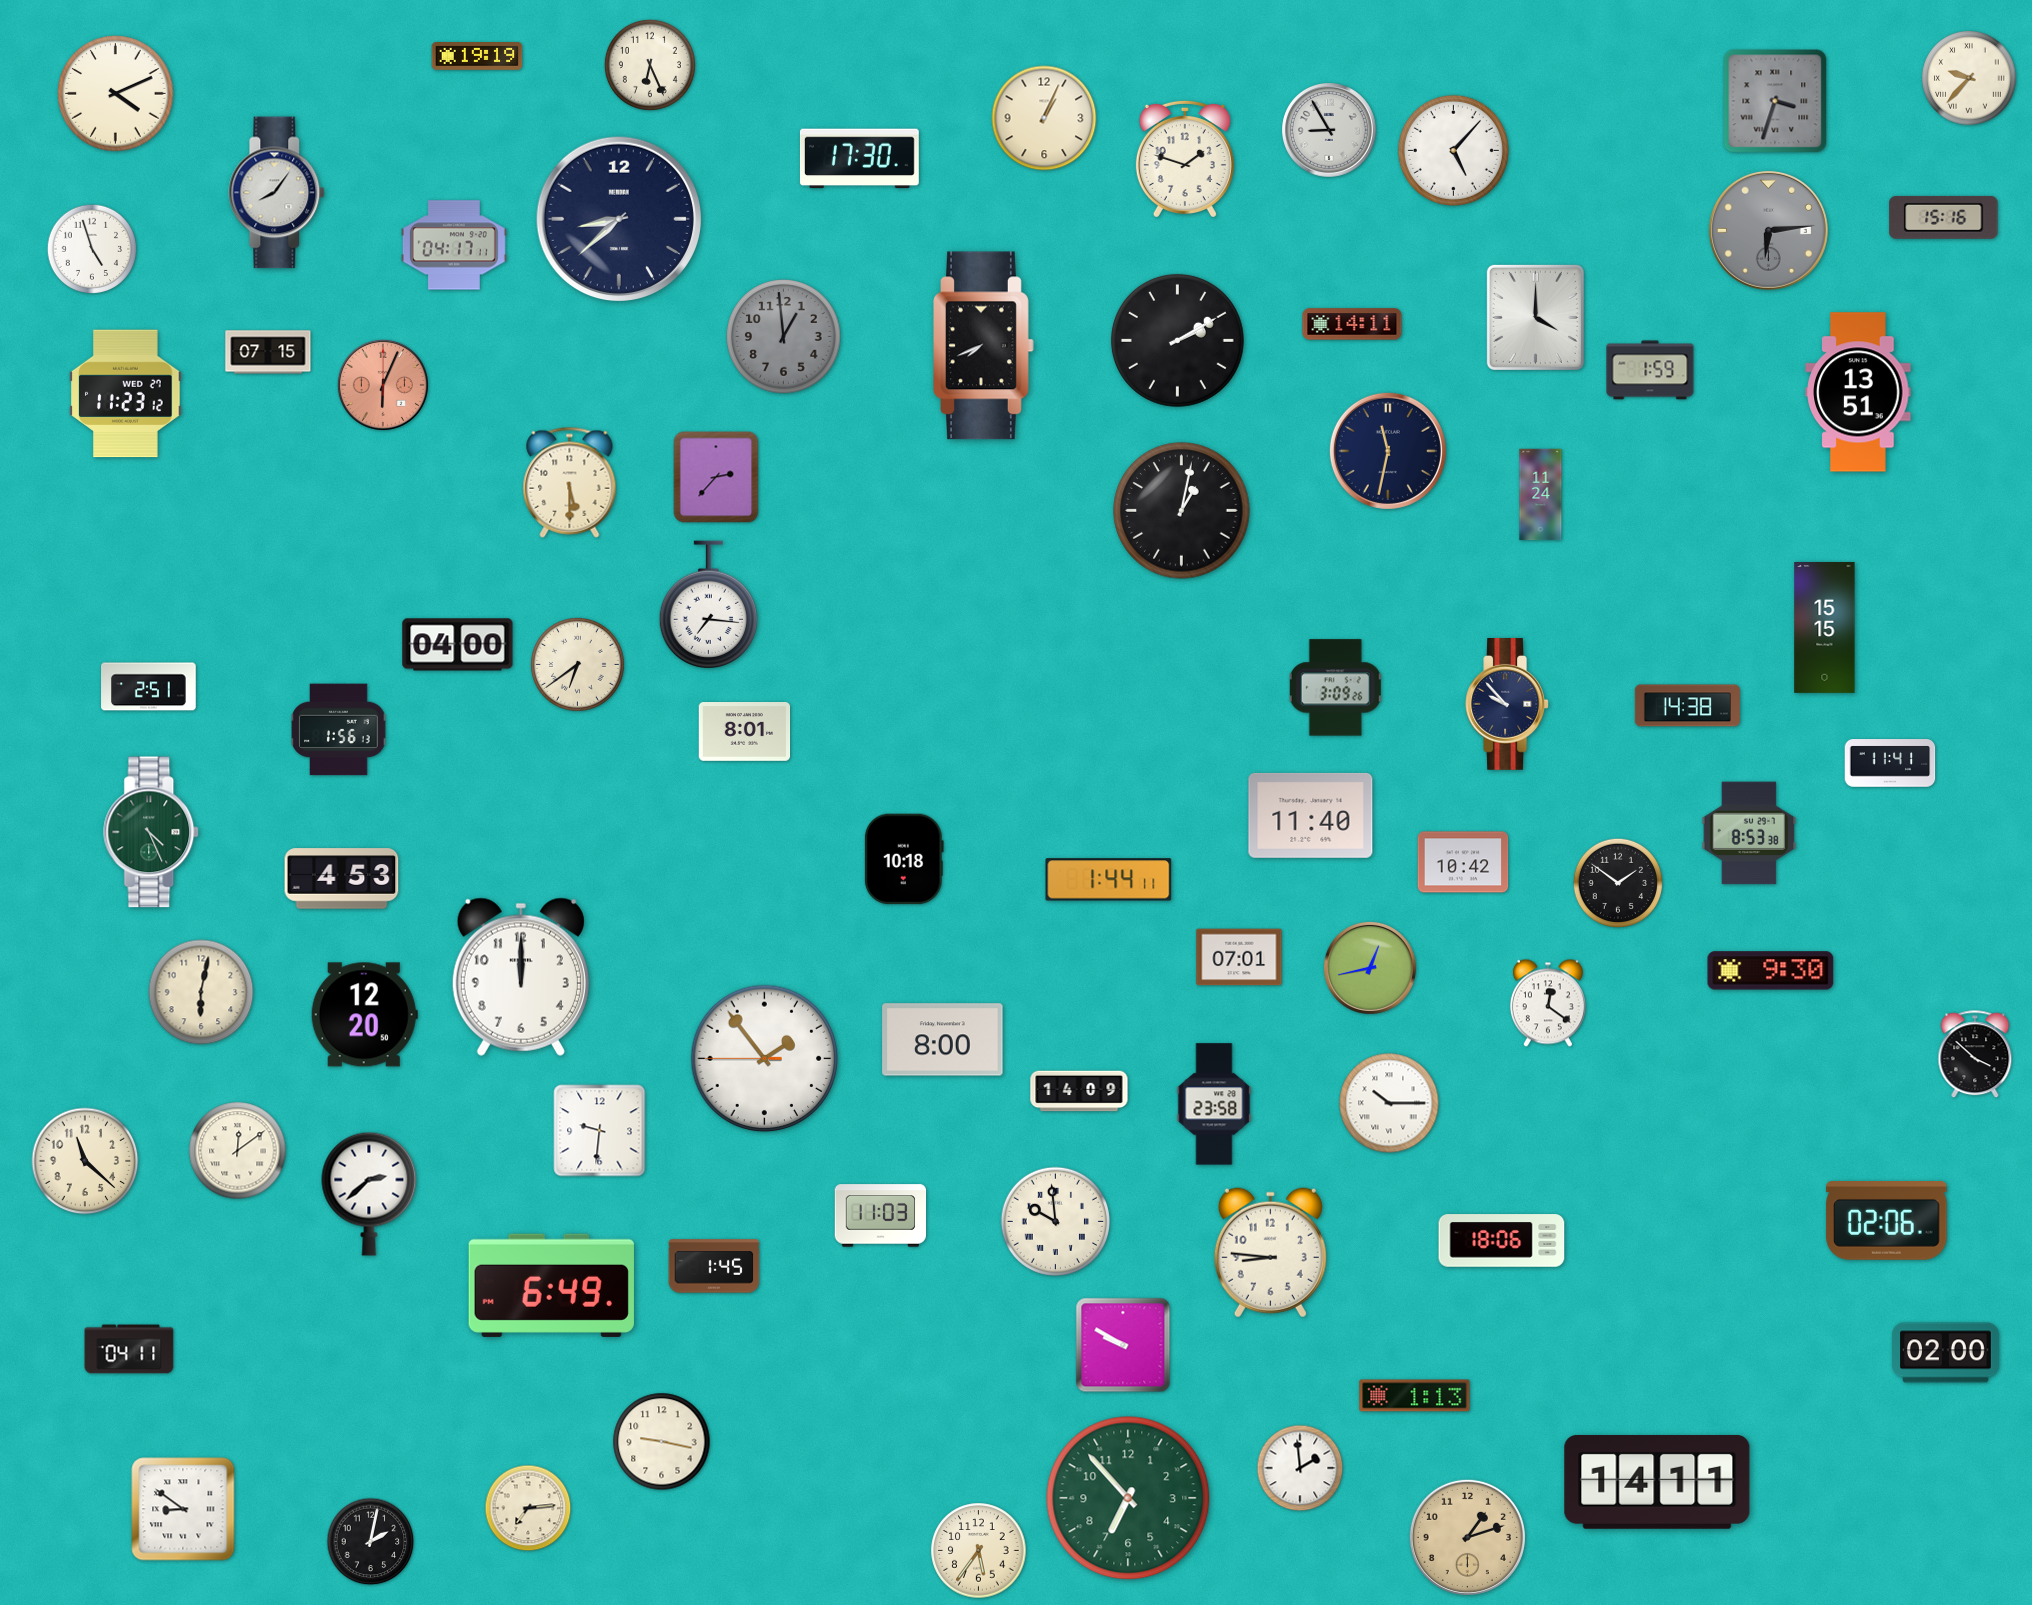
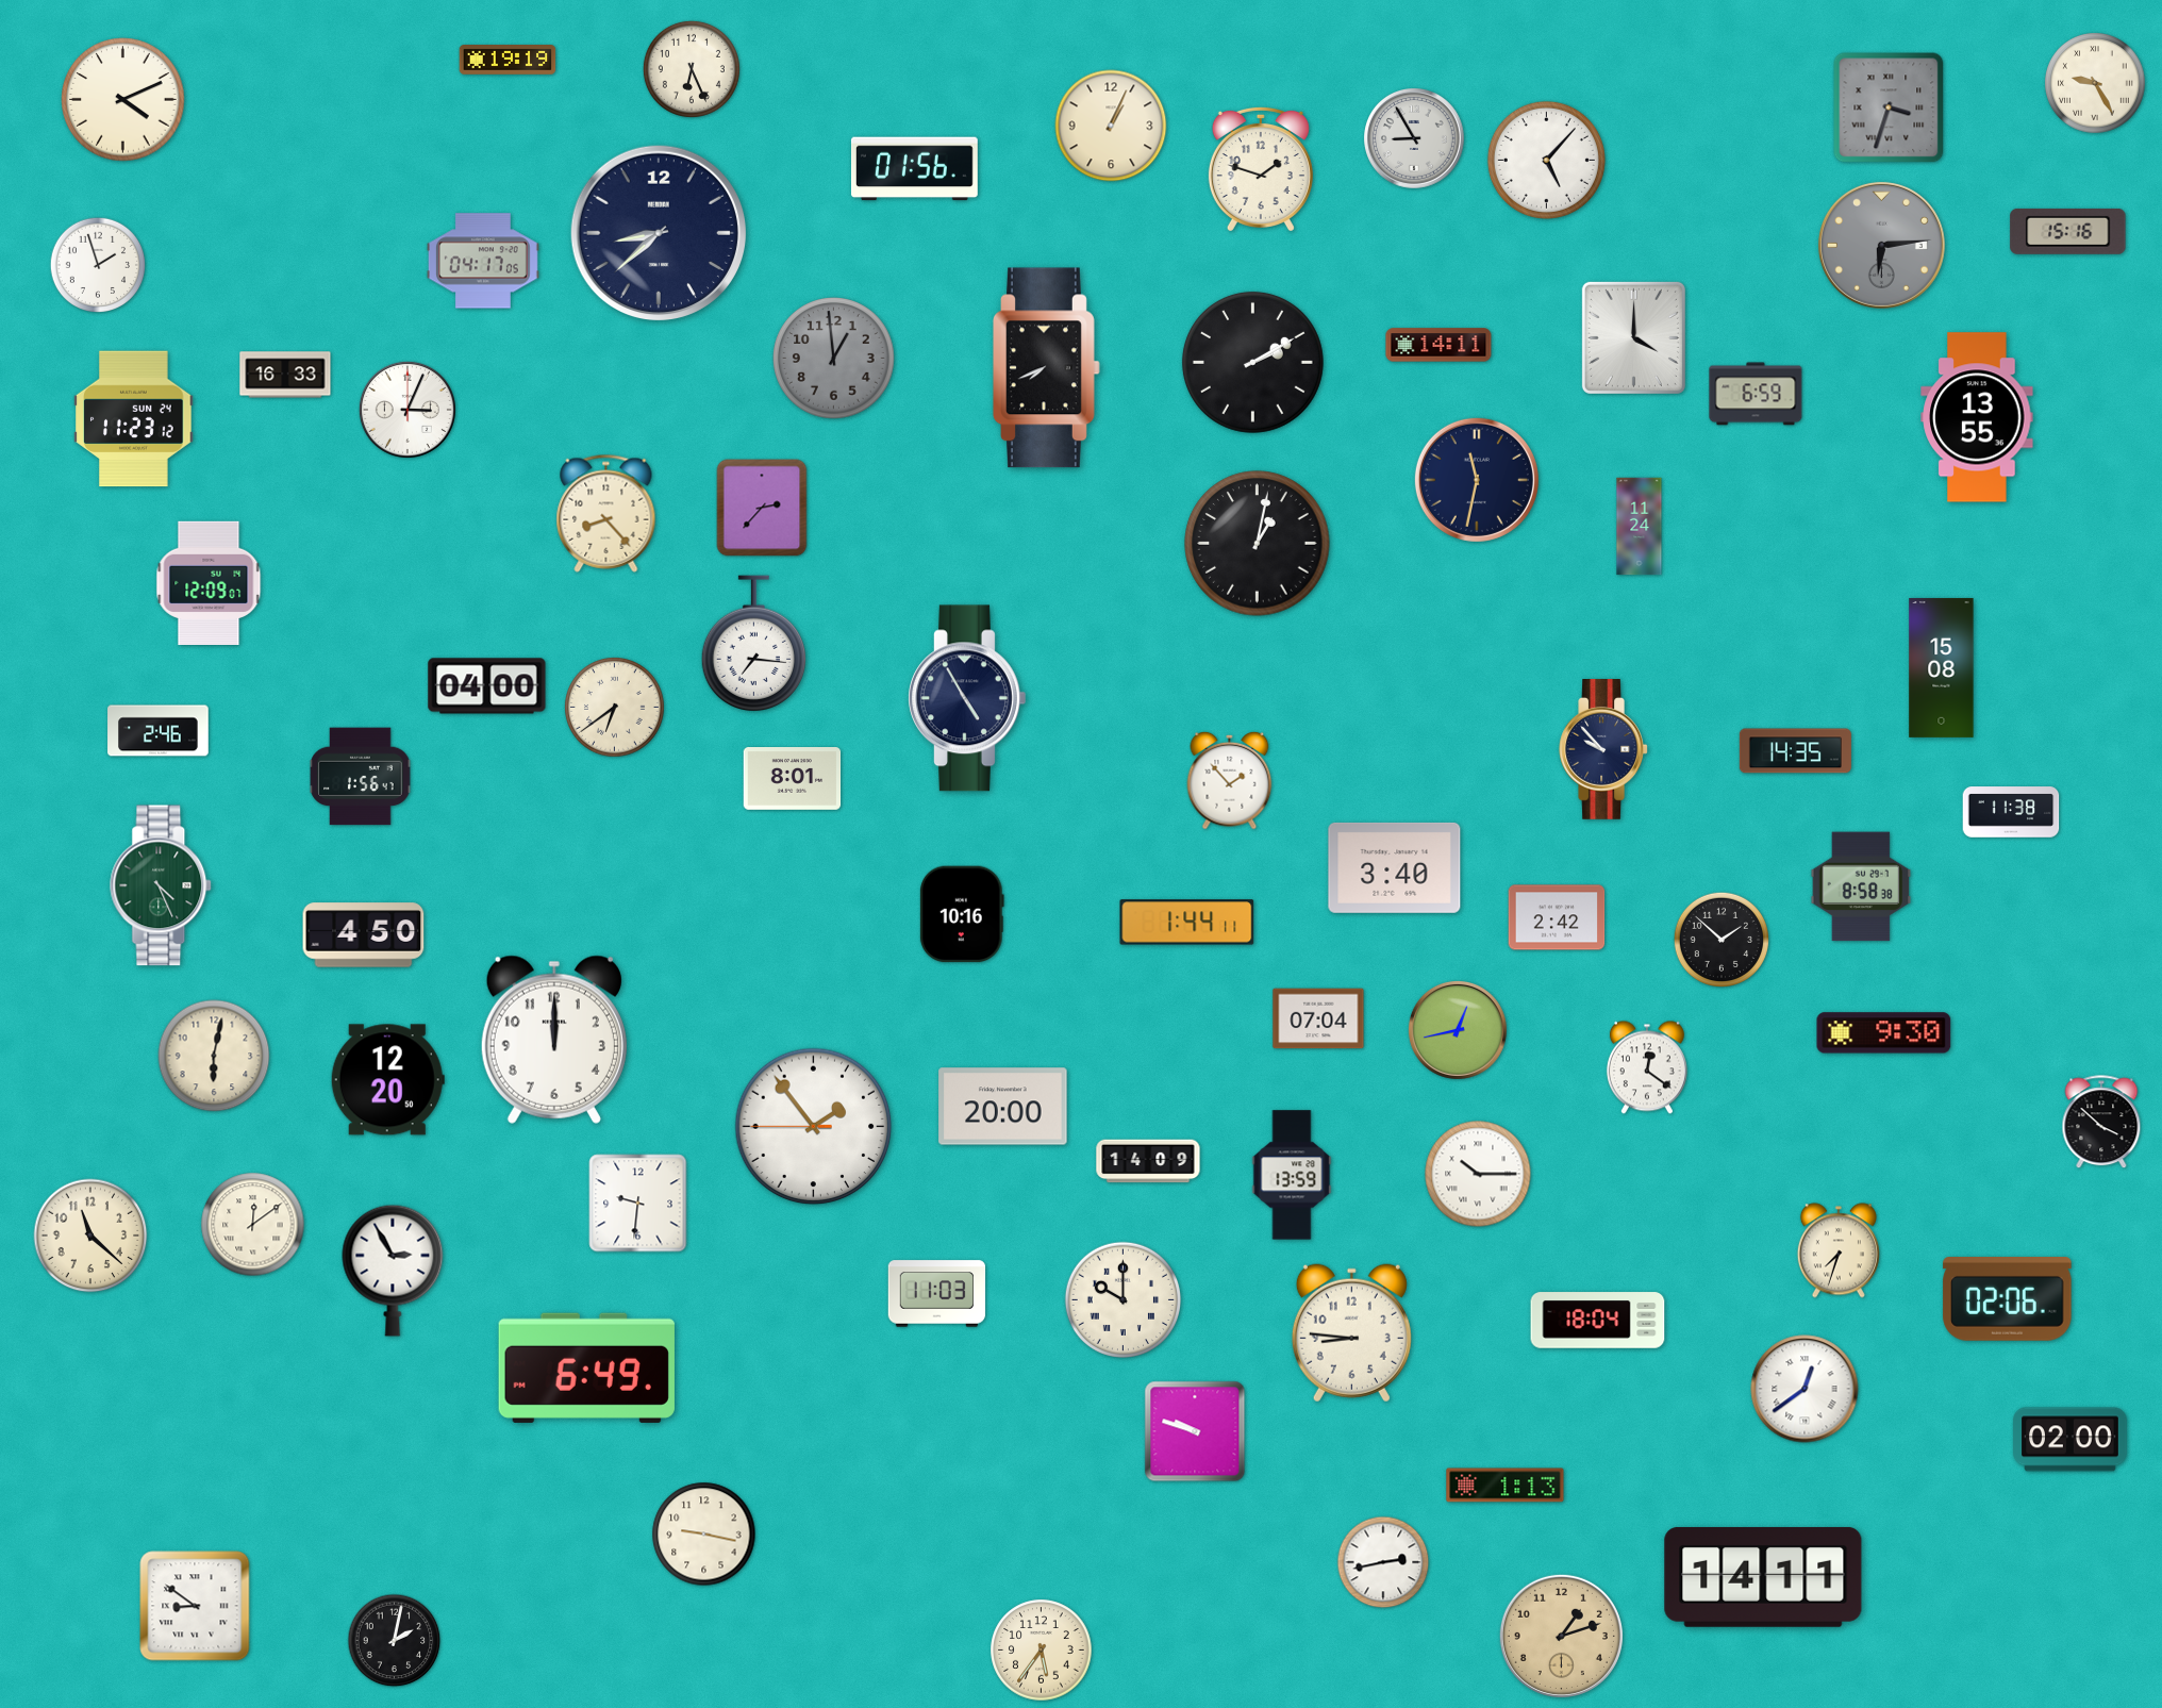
clock at (1969, 78): 9:37 -> 9:25
clock at (859, 159): 17:30 -> 01:56
clock at (277, 193): 8:06 -> none
clock at (454, 245): 04:17:11 -> 04:17:05
clock at (91, 248): 4:57 -> 1:57
clock at (268, 352): 07:15 -> 16:33
clock at (1650, 370): 1:59 -> 6:59
clock at (383, 385): 6:04 -> 3:04
clock at (383, 385) dial: salmon -> white
clock at (1858, 392): 13:51 -> 13:55
clock at (126, 394) date: WED 27 -> SUN 24
clock at (570, 482): 5:30 -> 8:23
clock at (209, 582): none -> 12:09
clock at (1825, 627): 15:15 -> 15:08
clock at (967, 698): none -> 4:55
clock at (149, 687): 2:51 -> 2:46
clock at (1336, 688): 3:09 -> none
clock at (1687, 706): 14:38 -> 14:35
clock at (339, 730): 1:56:13 -> 1:56:47
clock at (1230, 780): none -> 1:53
clock at (1890, 763): 11:41 -> 11:38
clock at (1311, 815): 11:40 -> 3:40
clock at (1749, 833): 8:53 -> 8:58
clock at (904, 859): 10:18 -> 10:16
clock at (1463, 862): 10:42 -> 2:42
clock at (342, 879): 4:53 -> 4:50
clock at (1109, 880) position: (1109, 880) -> (1187, 923)
clock at (1617, 882): 1:51 -> 1:52
clock at (1239, 957): 07:01 -> 07:04
clock at (943, 1040): 8:00 -> 20:00
clock at (1214, 1104): 23:58 -> 13:59
clock at (1839, 1250): none -> 7:33
clock at (369, 1194): 2:38 -> 2:55
clock at (1055, 1221): 9:59 -> 10:00
clock at (1502, 1241): 18:06 -> 18:04
clock at (714, 1266): 1:45 -> none
clock at (1805, 1389): none -> 12:39
clock at (1123, 1345): 9:50 -> 9:48
clock at (129, 1349): 04:11 -> none
clock at (1300, 1468): 1:59 -> 2:43
clock at (1128, 1498): 6:53 -> none
clock at (528, 1508): 7:14 -> none
